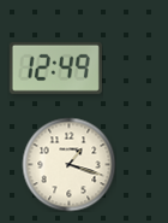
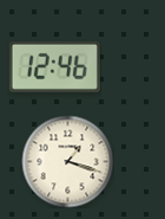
clock at (55, 68): 12:49 -> 12:46
